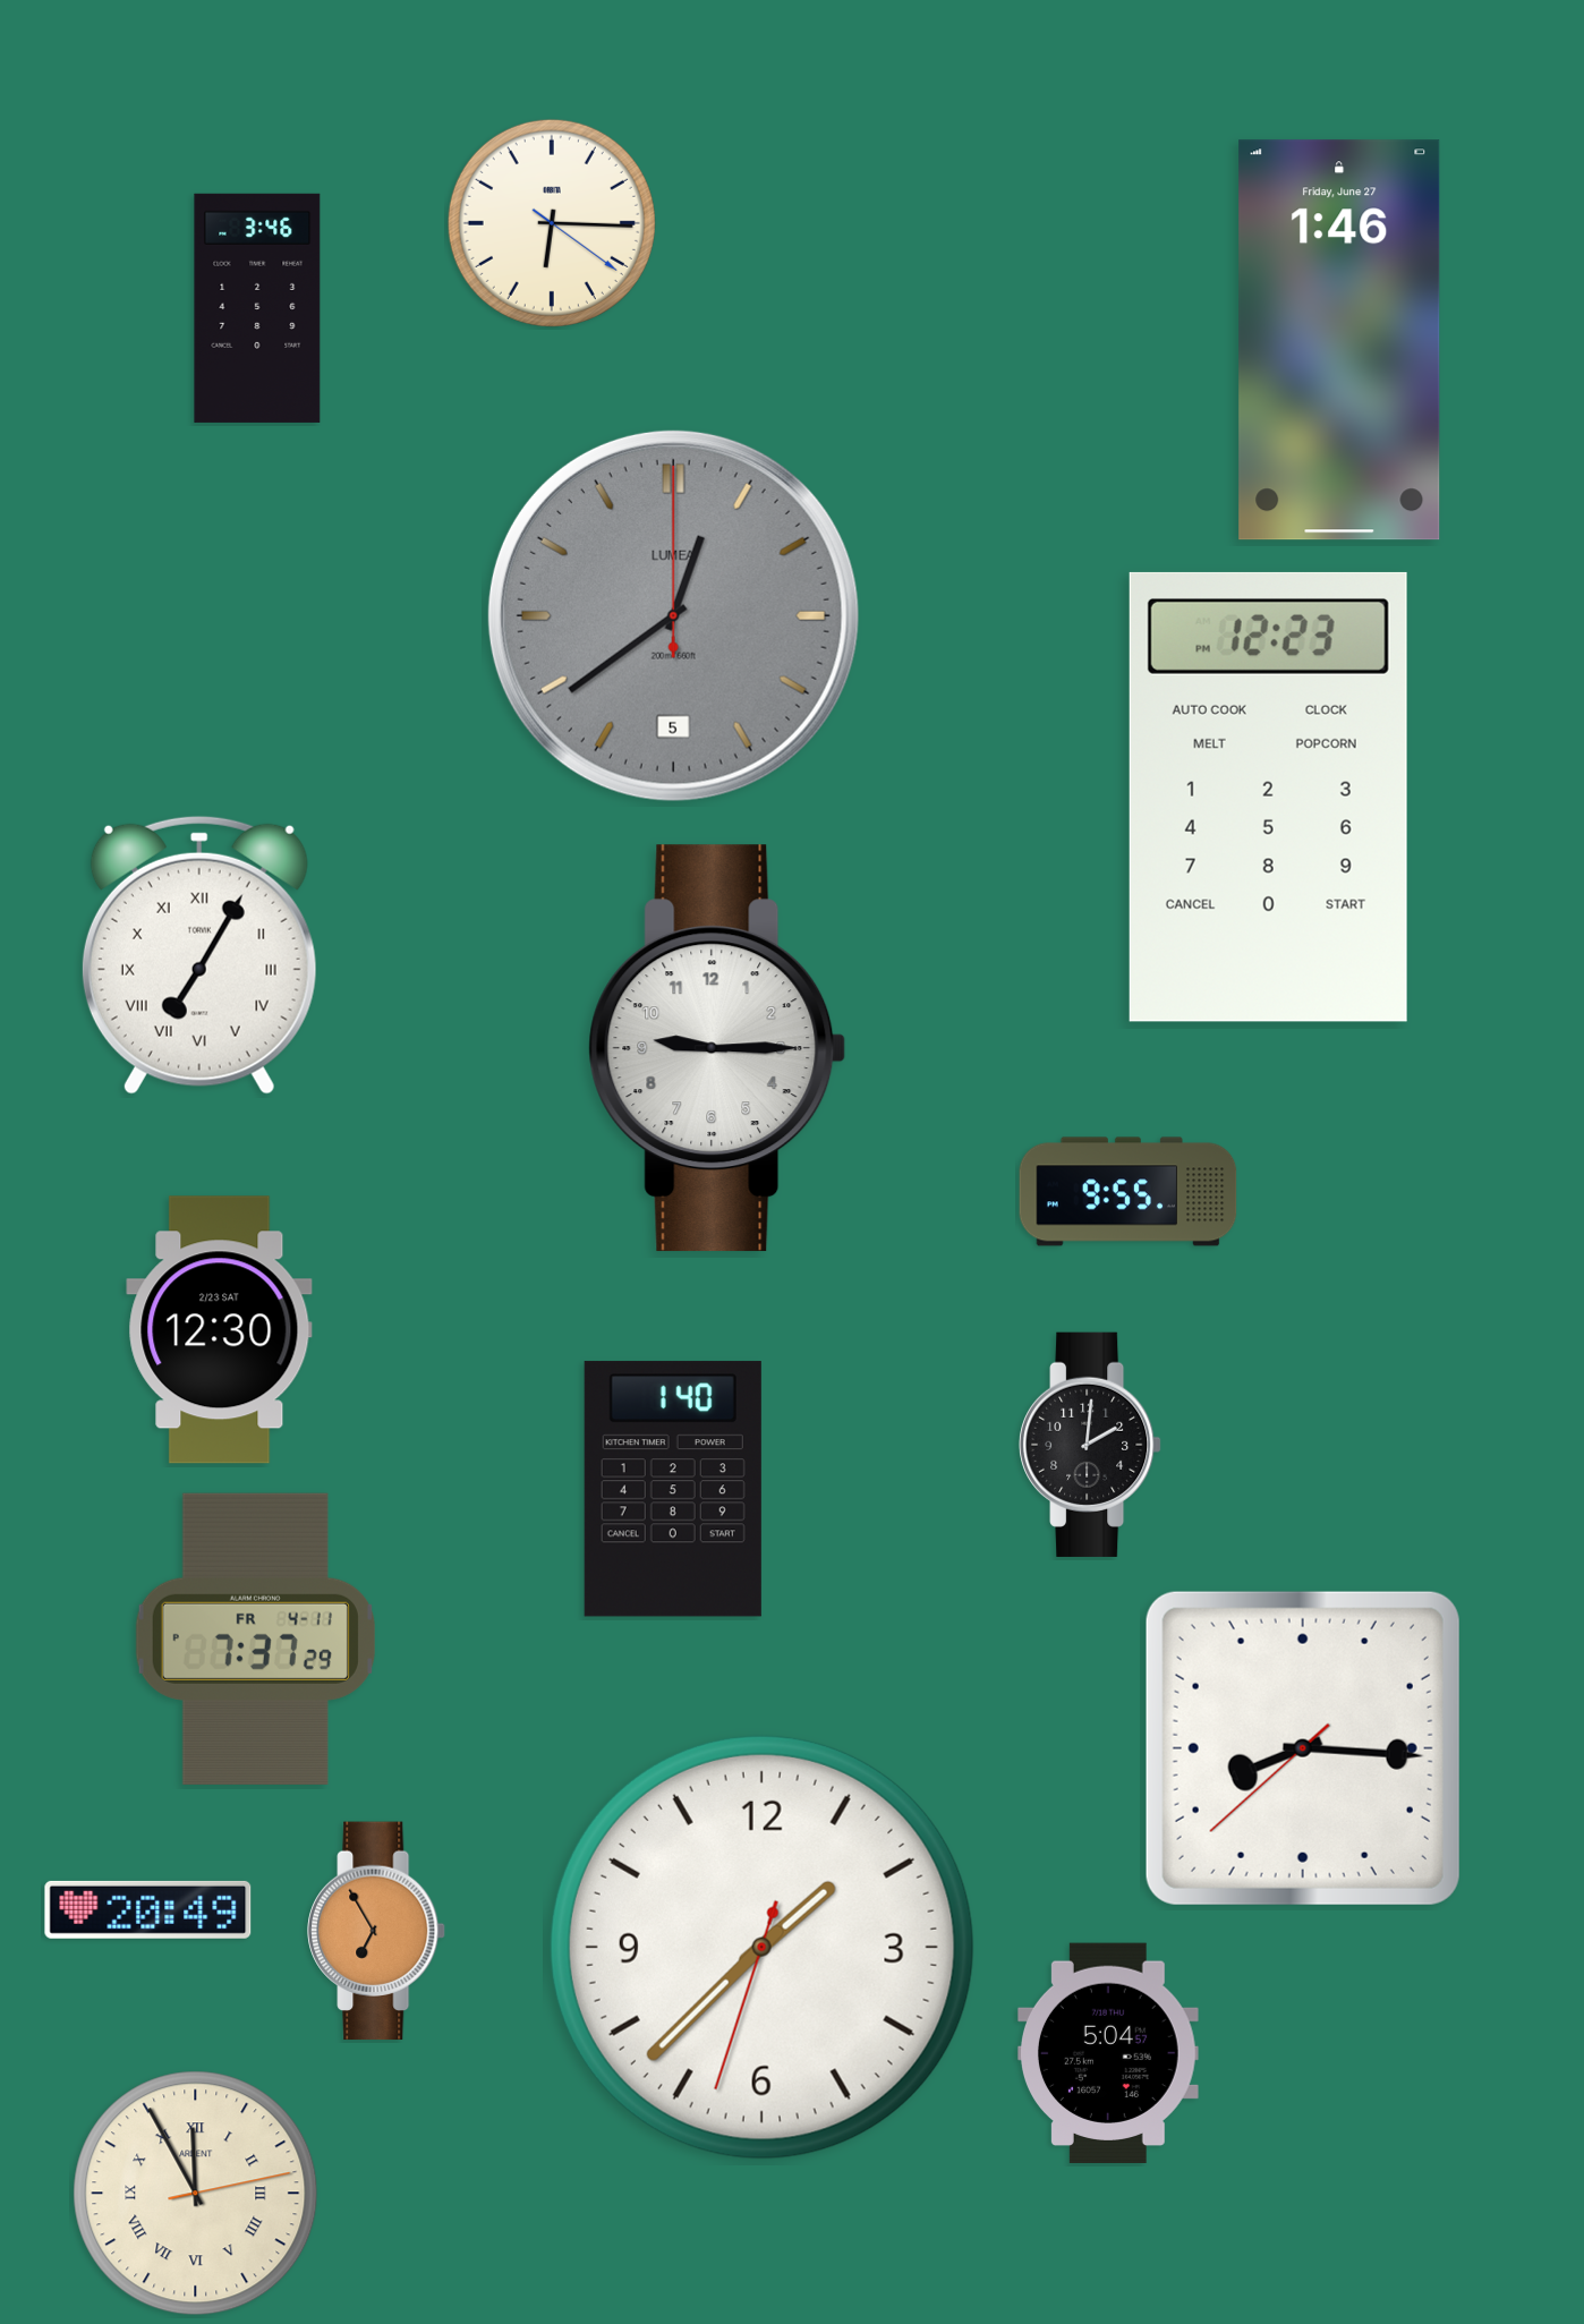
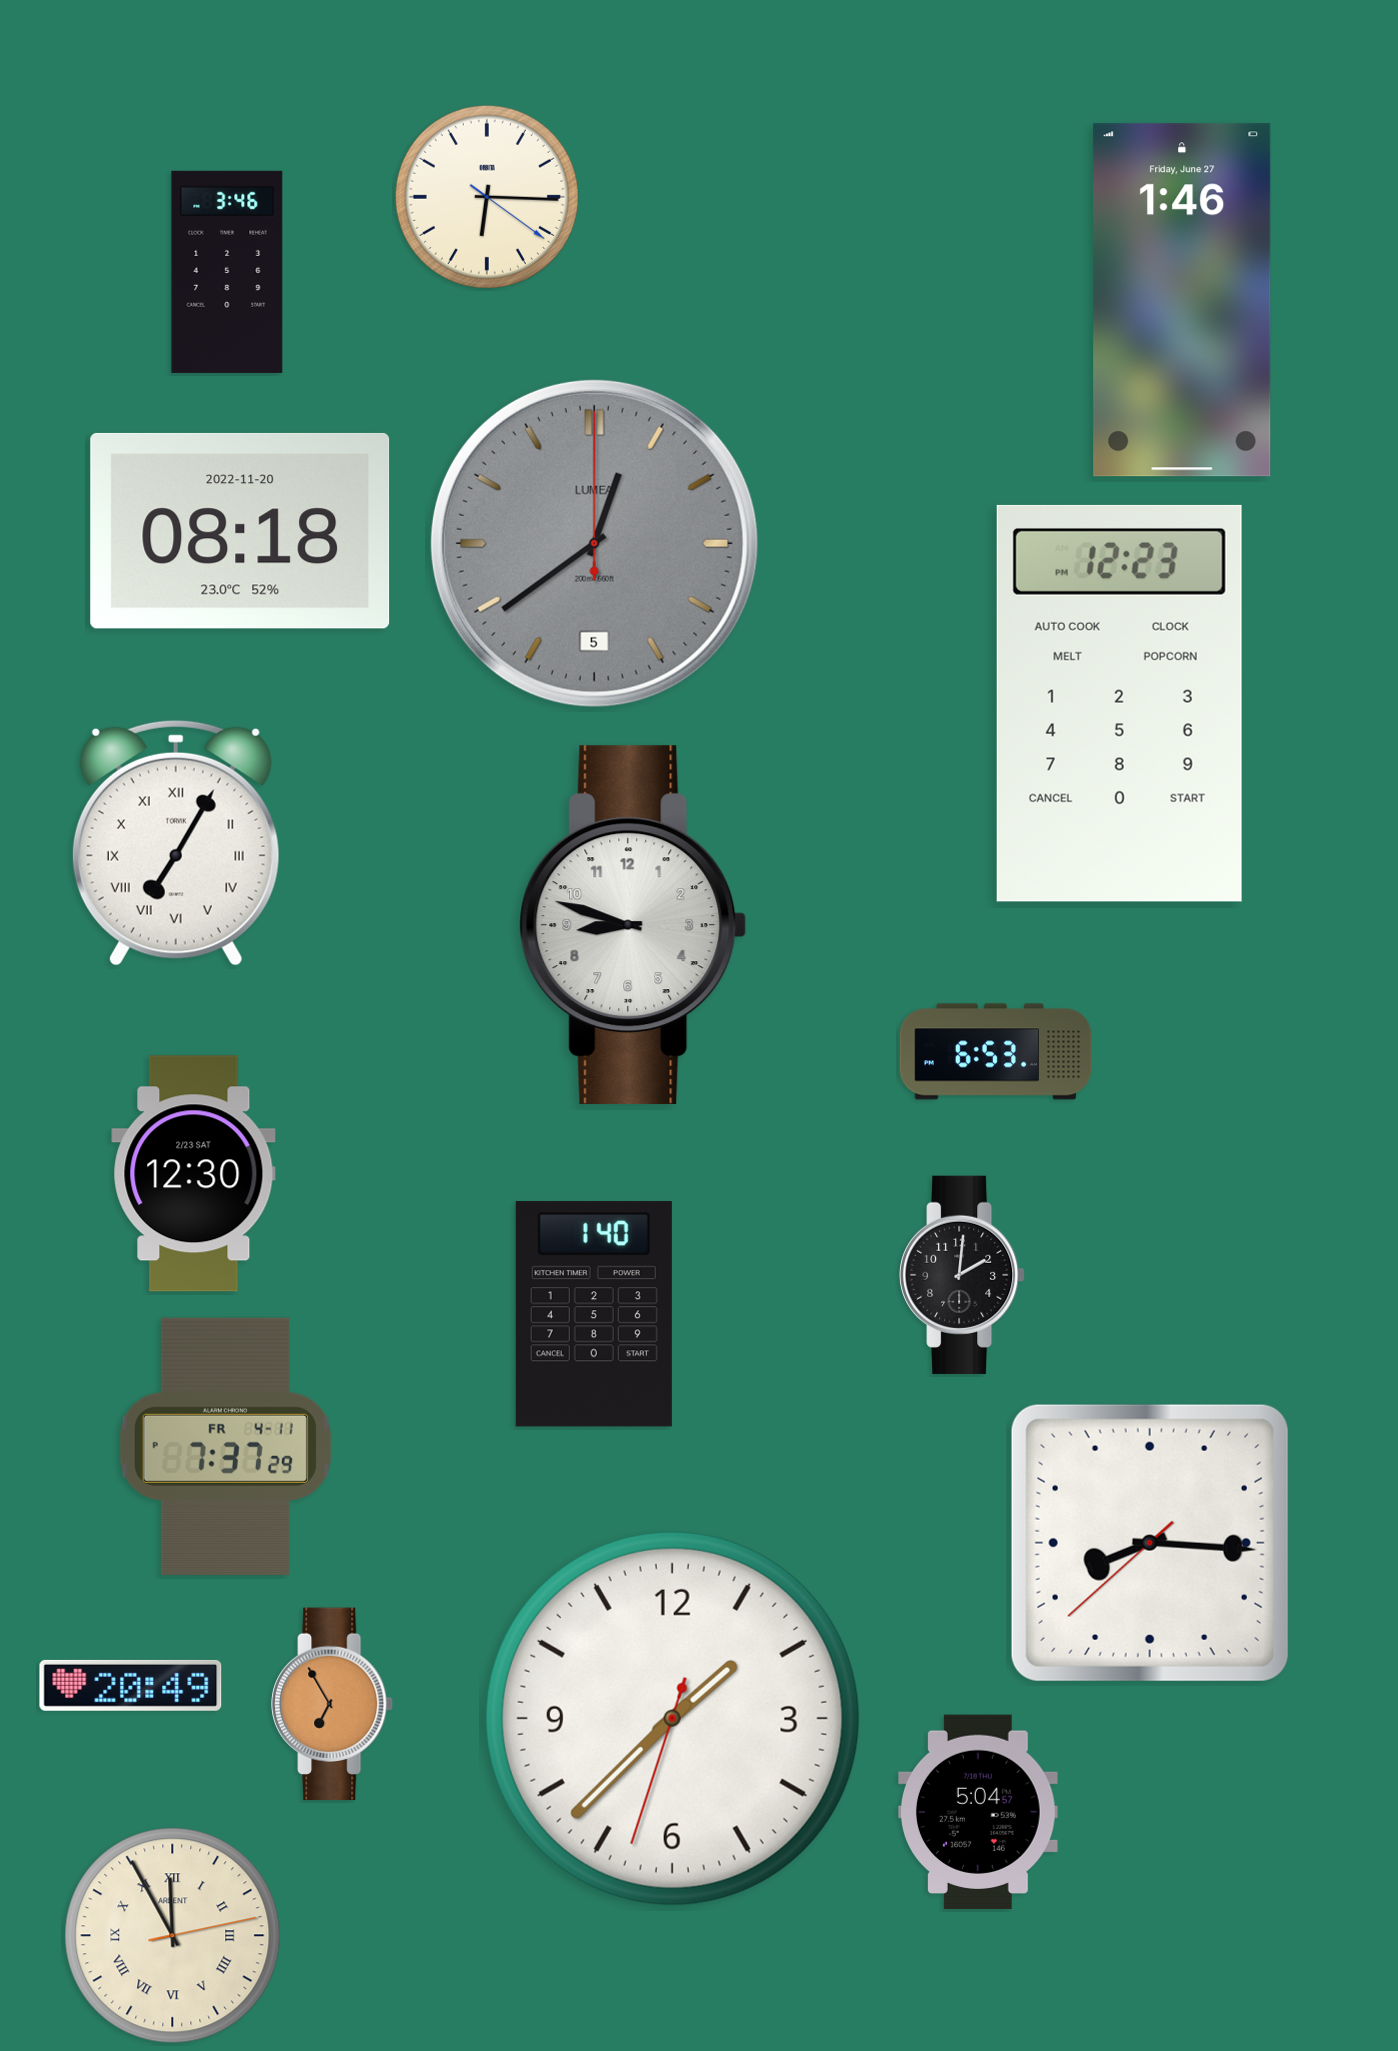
clock at (240, 531): none -> 08:18
clock at (717, 1048): 9:15 -> 8:48
clock at (1129, 1192): 9:55 -> 6:53
